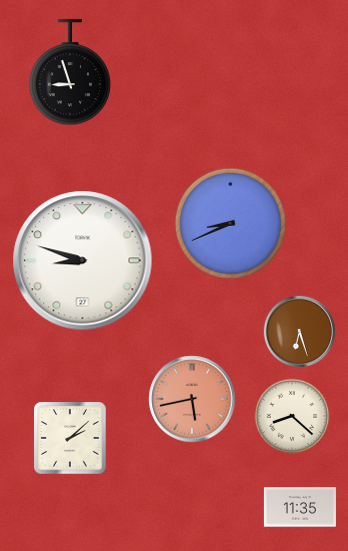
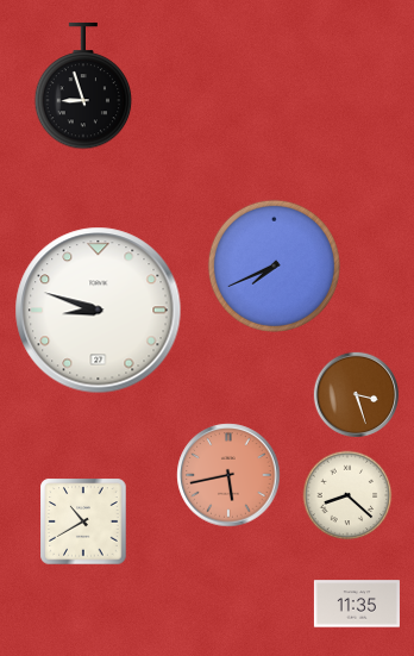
clock at (230, 223): 8:41 -> 7:41
clock at (299, 331): 6:27 -> 3:27
clock at (70, 438): 2:08 -> 10:40
